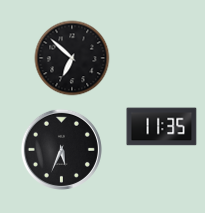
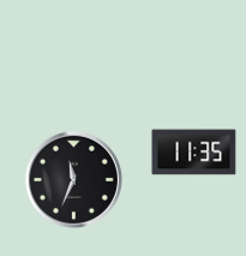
clock at (72, 58): 6:52 -> none
clock at (61, 149): 5:34 -> 11:34
